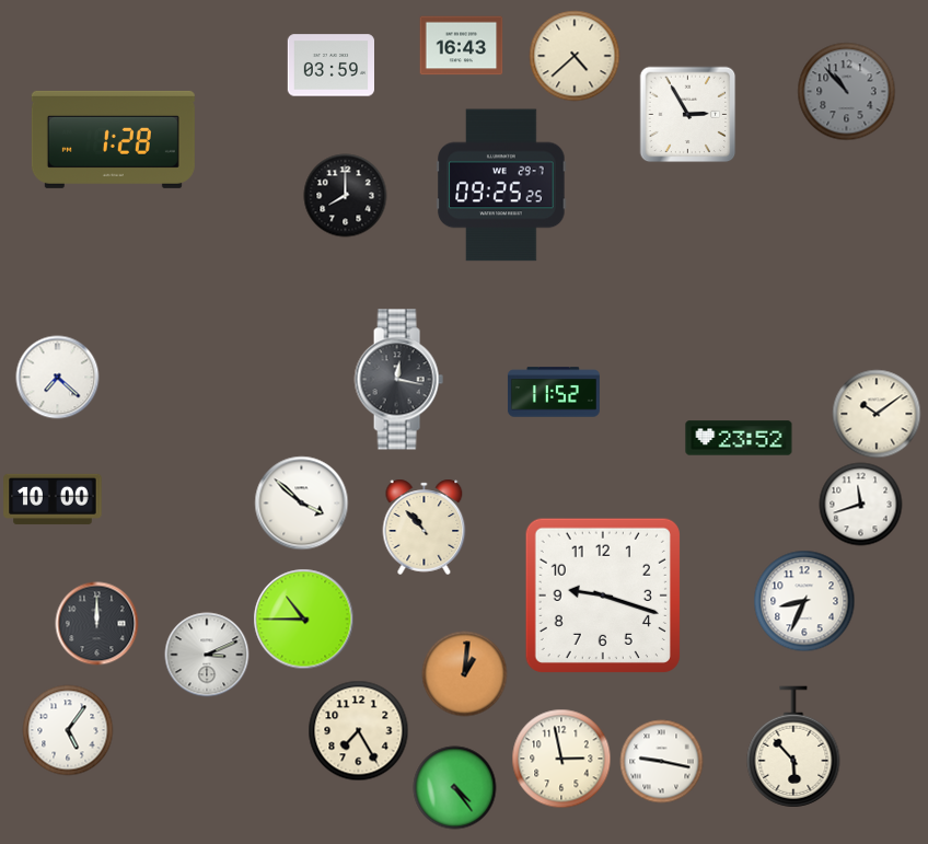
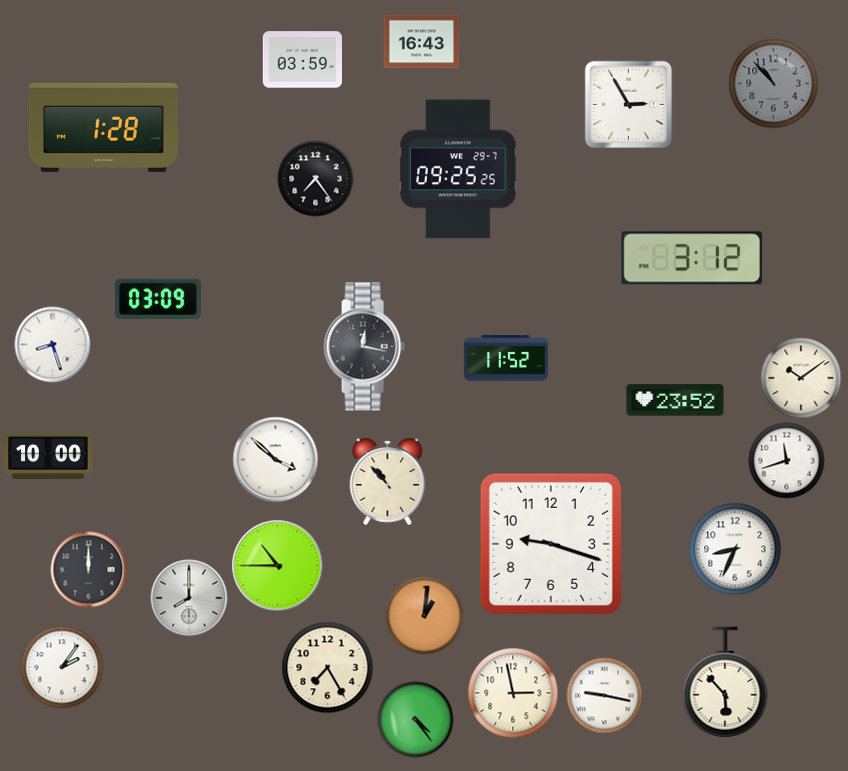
clock at (575, 56): 4:38 -> none
clock at (346, 196): 8:00 -> 7:24
clock at (692, 258): none -> 3:12
clock at (159, 299): none -> 03:09
clock at (58, 378): 7:22 -> 8:27
clock at (207, 655): 3:11 -> 8:00
clock at (68, 730): 5:06 -> 2:06
